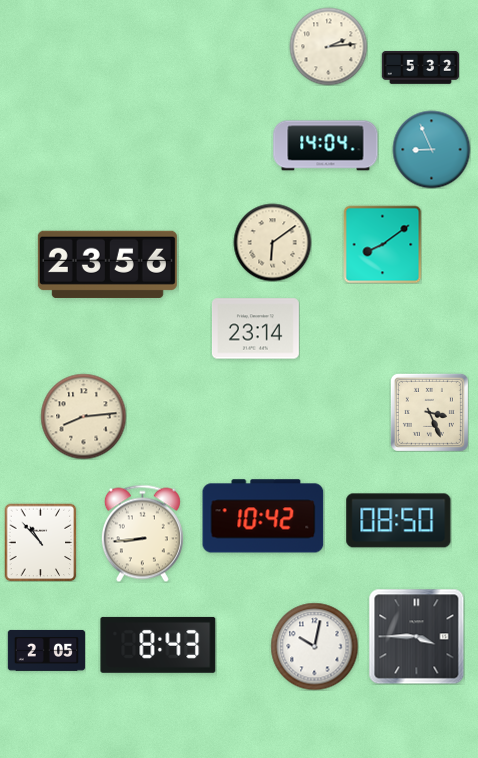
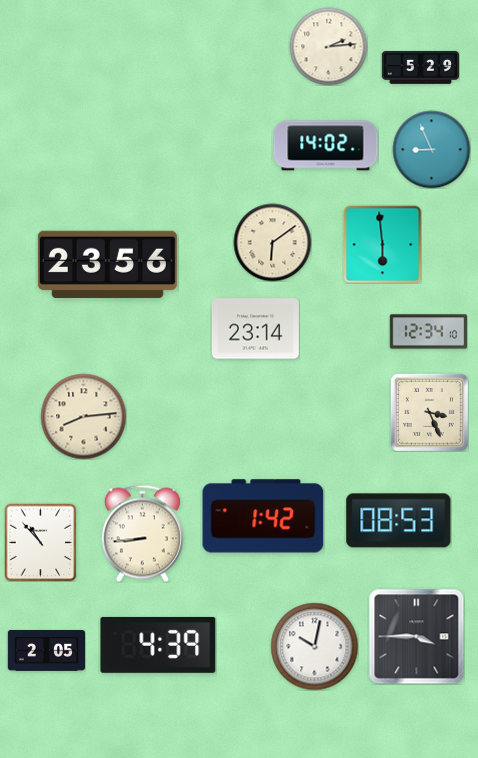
clock at (420, 67): 5:32 -> 5:29
clock at (326, 146): 14:04 -> 14:02
clock at (382, 244): 8:09 -> 5:59
clock at (428, 332): none -> 12:34
clock at (263, 516): 10:42 -> 1:42
clock at (399, 521): 08:50 -> 08:53
clock at (158, 645): 8:43 -> 4:39
